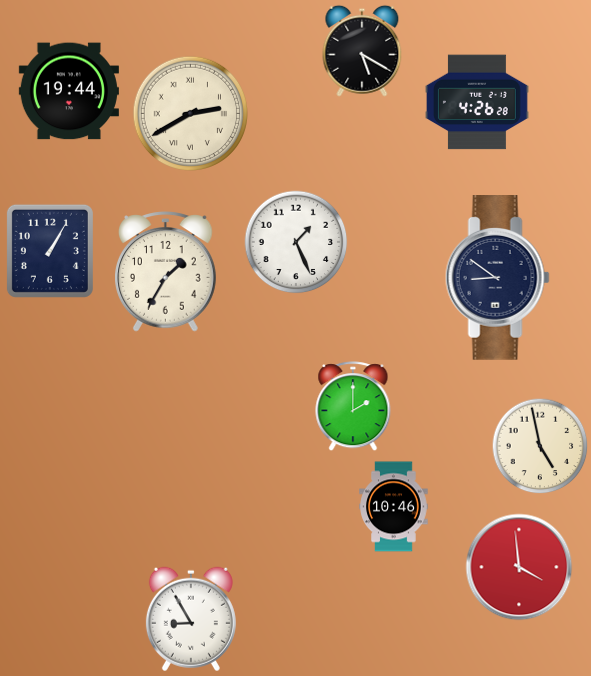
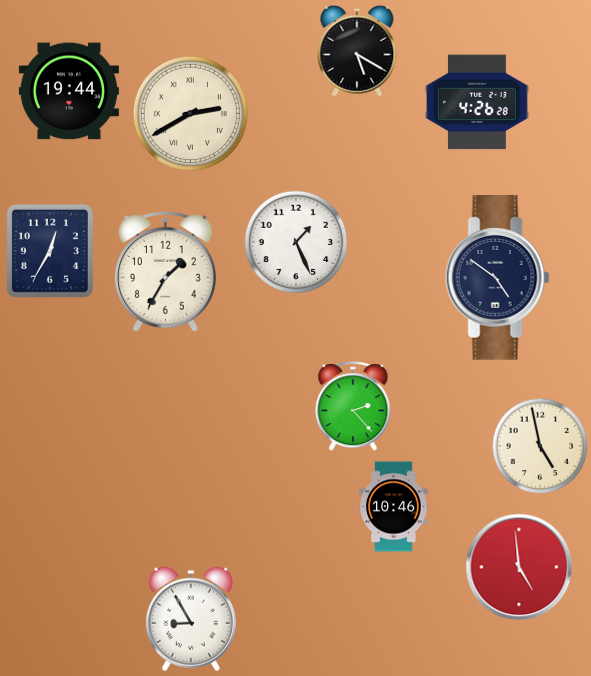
clock at (362, 51) position: (362, 51) -> (357, 51)
clock at (50, 251): 1:05 -> 12:35
clock at (497, 278): 8:51 -> 4:51
clock at (353, 407): 2:00 -> 2:23
clock at (519, 567): 3:59 -> 4:59
